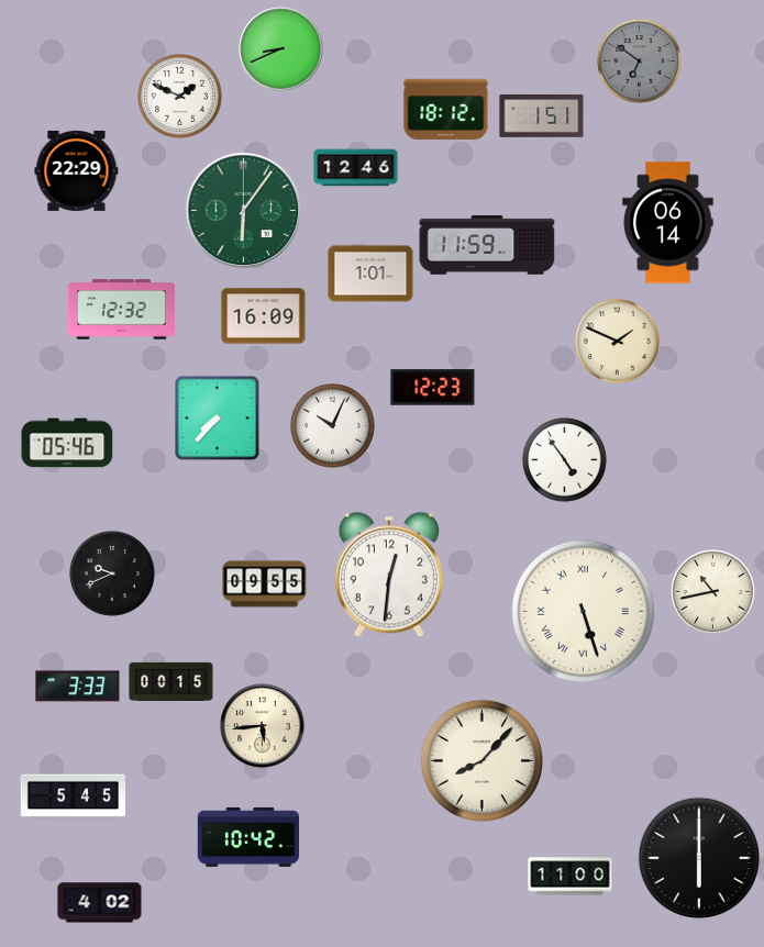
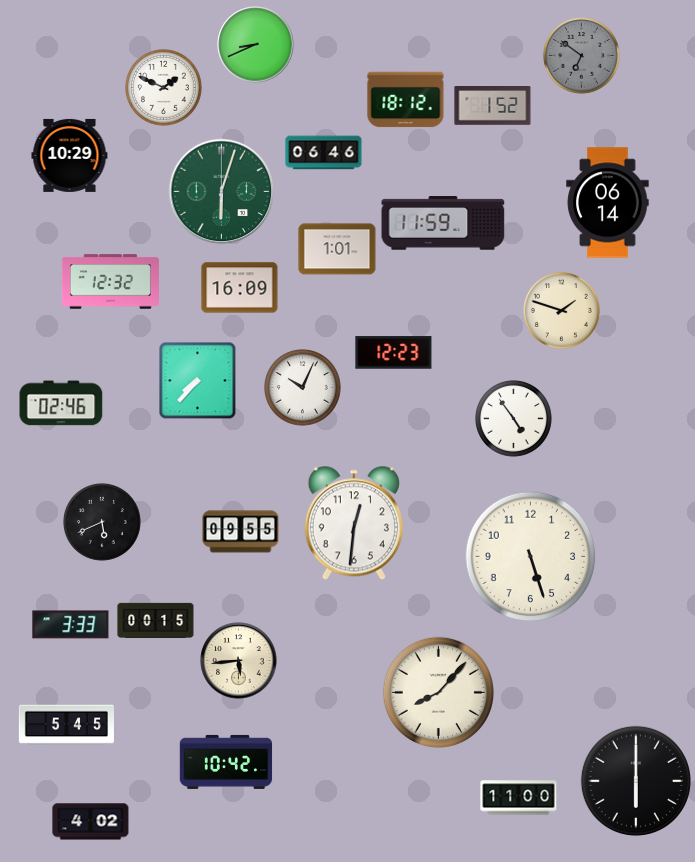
clock at (542, 116): 1:51 -> 1:52
clock at (356, 168): 12:46 -> 06:46
clock at (77, 170): 22:29 -> 10:29
clock at (244, 211): 6:06 -> 6:03
clock at (618, 342): 1:49 -> 1:48
clock at (67, 443): 05:46 -> 02:46
clock at (113, 575): 9:41 -> 5:41
clock at (713, 592): 10:43 -> none
clock at (584, 612) numerals: Roman -> Arabic
